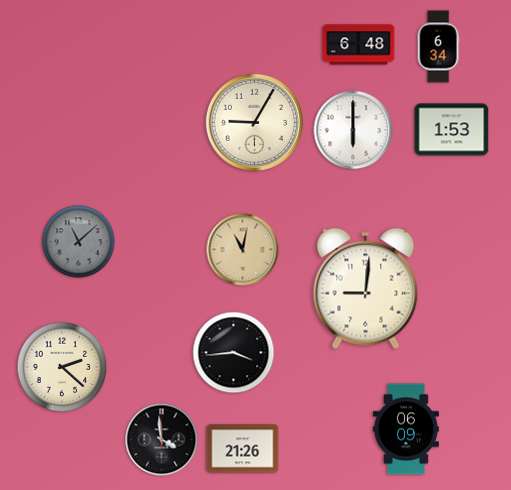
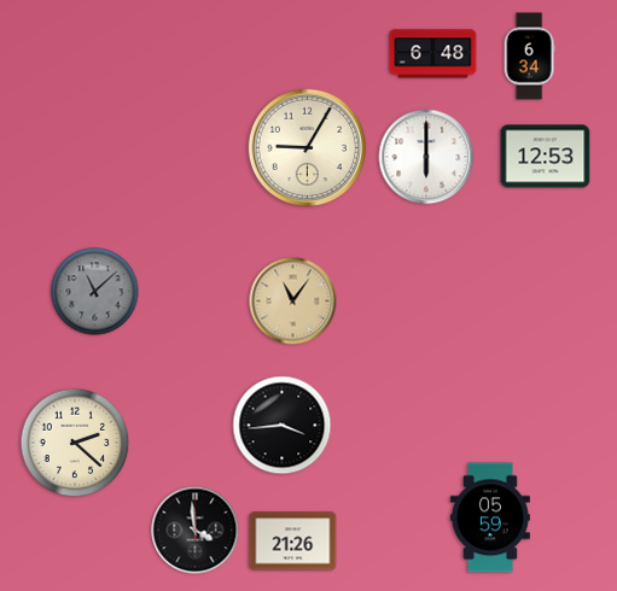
clock at (452, 130): 1:53 -> 12:53
clock at (243, 250): 11:02 -> 11:06
clock at (366, 289): 9:01 -> none
clock at (406, 429): 06:09 -> 05:59
